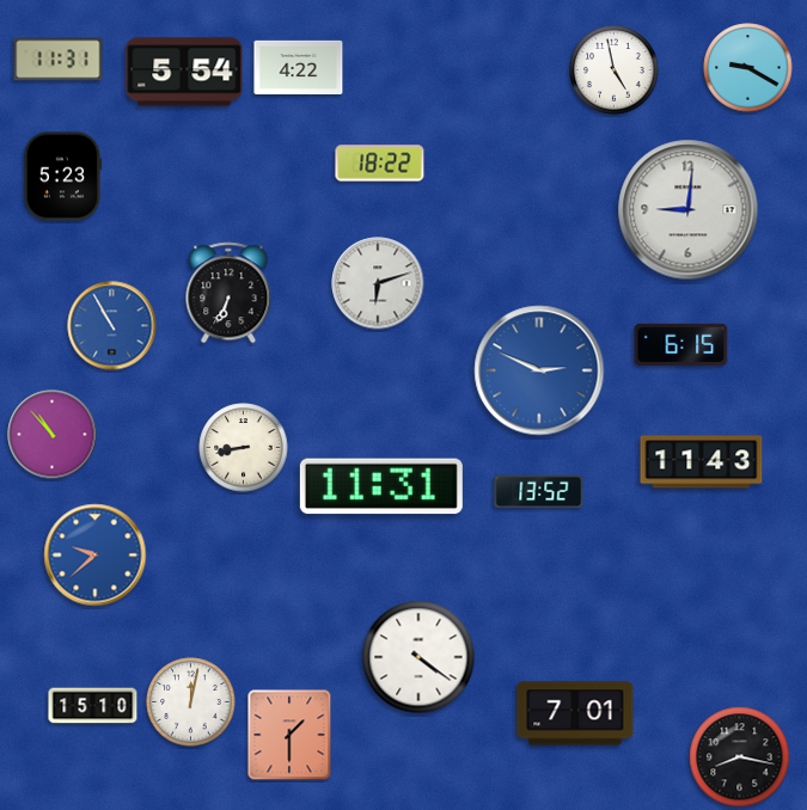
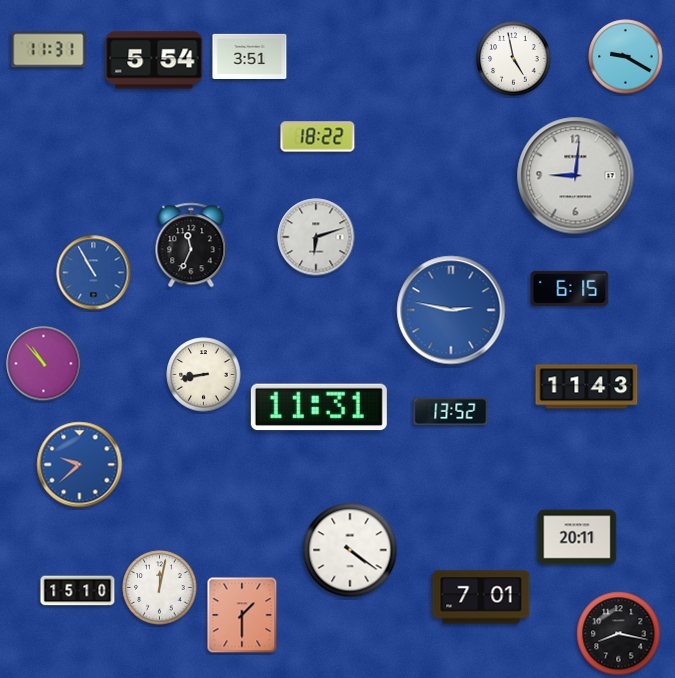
clock at (299, 67): 4:22 -> 3:51
clock at (62, 177): 5:23 -> none
clock at (228, 293): 6:34 -> 11:34
clock at (539, 370): 2:49 -> 2:47
clock at (577, 537): none -> 20:11
